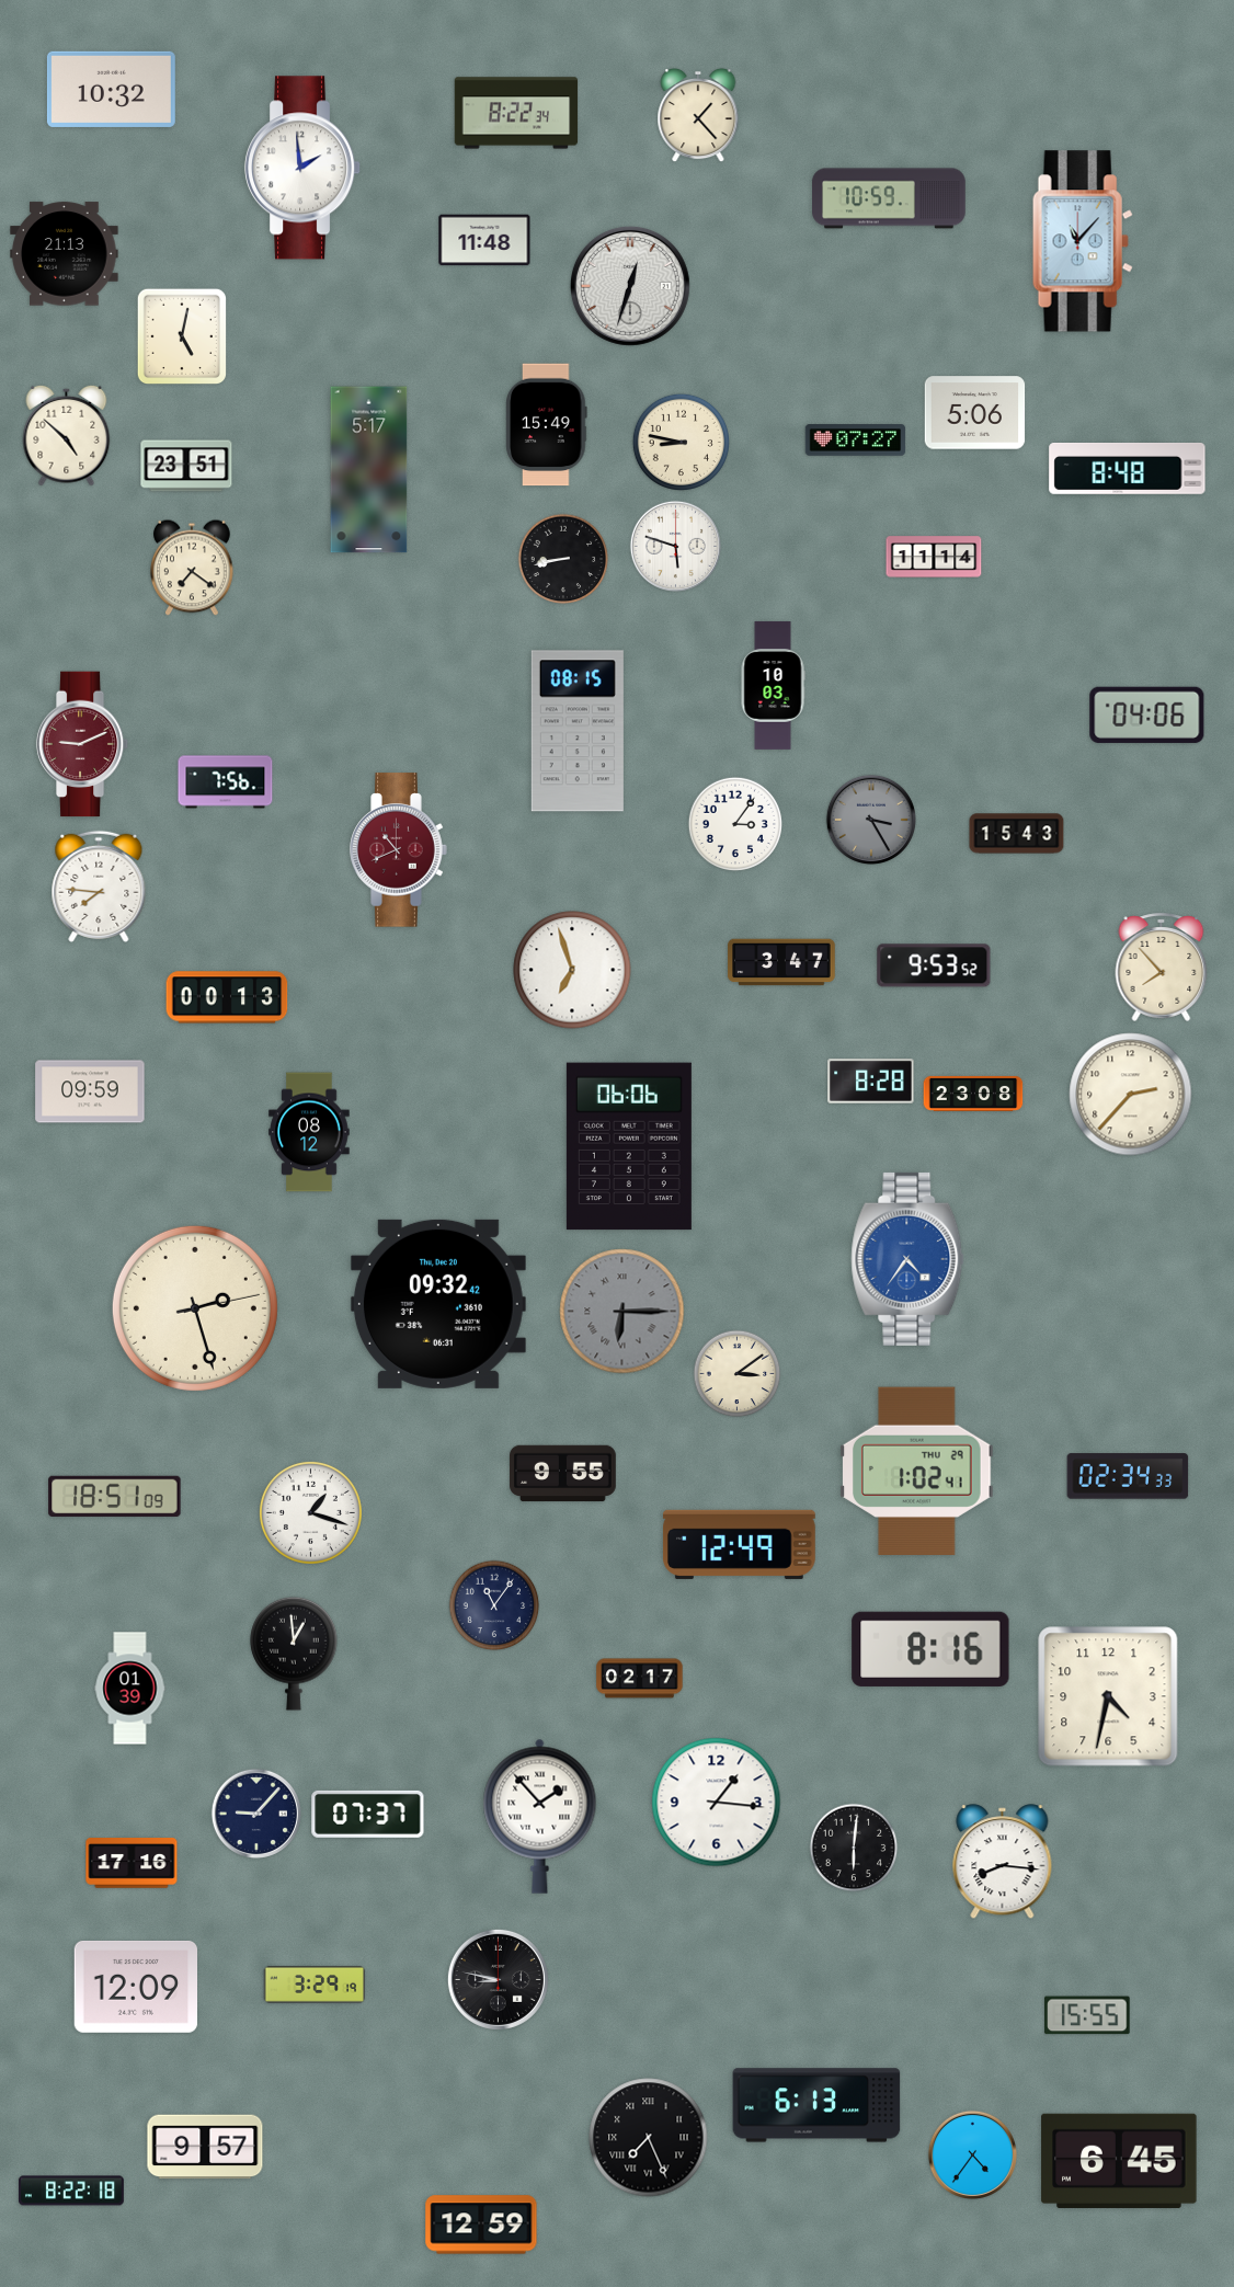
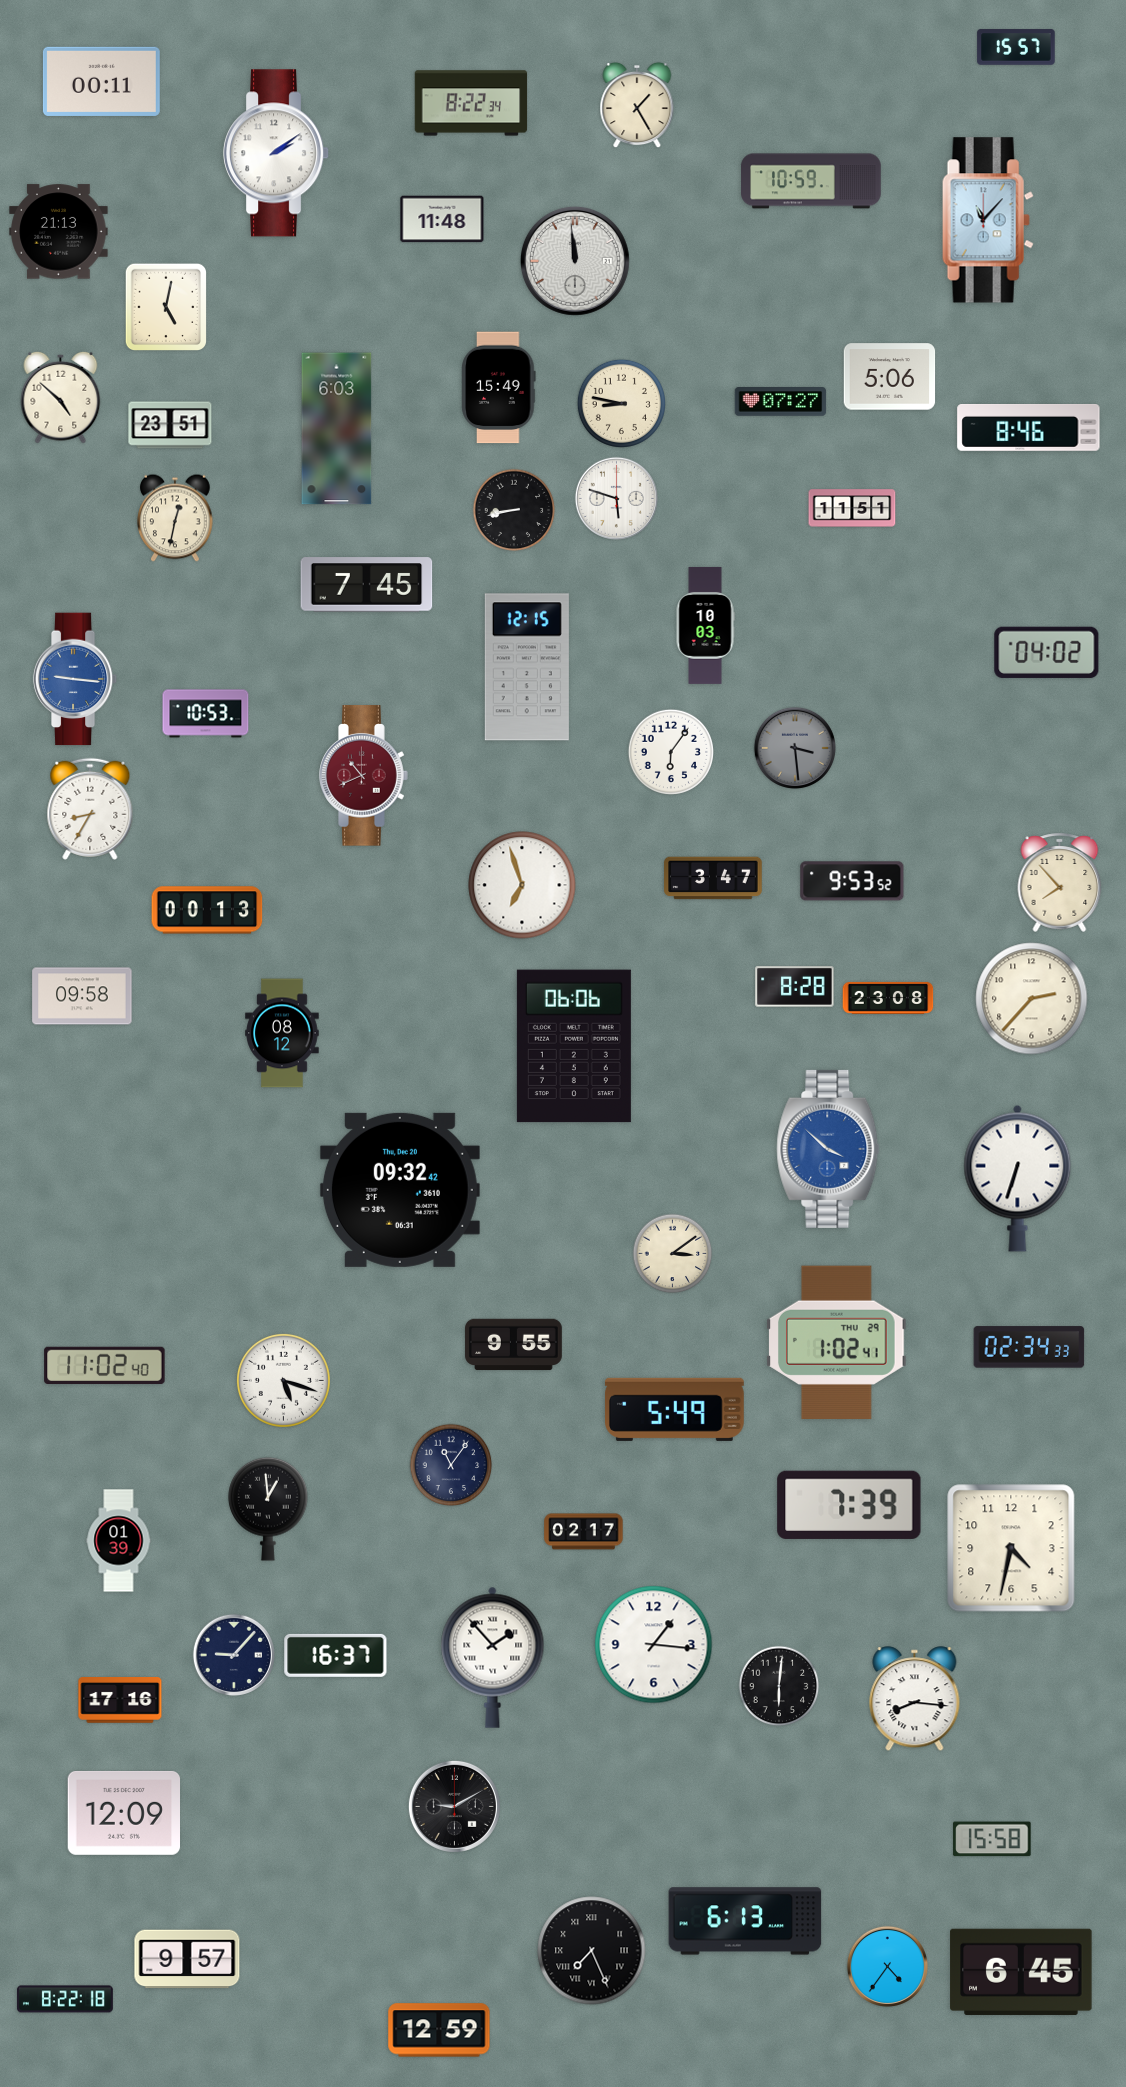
clock at (1016, 47): none -> 15:57
clock at (111, 89): 10:32 -> 00:11
clock at (698, 115): 1:23 -> 1:25
clock at (304, 168): 1:59 -> 2:09
clock at (630, 286): 12:33 -> 11:59
clock at (1128, 469): 8:48 -> 8:46
clock at (369, 470): 5:17 -> 6:03
clock at (934, 557): 11:14 -> 11:51
clock at (192, 568): 7:21 -> 12:32
clock at (367, 585): none -> 7:45
clock at (1147, 714): 04:06 -> 04:02
clock at (578, 731): 08:15 -> 12:15
clock at (82, 744): 9:11 -> 9:16
clock at (82, 744) dial: burgundy -> blue
clock at (226, 782): 7:56 -> 10:53
clock at (870, 820): 3:25 -> 3:29
clock at (734, 823): 3:06 -> 6:06
clock at (1017, 834): 15:43 -> none
clock at (99, 887): 7:46 -> 8:35
clock at (90, 1091): 09:59 -> 09:58
clock at (907, 1259): 4:36 -> 3:52
clock at (1018, 1178): none -> 6:33
clock at (195, 1308): 2:27 -> none
clock at (622, 1312): 6:15 -> none
clock at (115, 1496): 18:51 -> 11:02
clock at (310, 1512): 1:18 -> 5:18
clock at (739, 1544): 12:49 -> 5:49
clock at (930, 1649): 8:16 -> 7:39
clock at (368, 1814): 07:37 -> 16:37
clock at (498, 1979): 8:47 -> 9:10
clock at (313, 1985): 3:29 -> none
clock at (1087, 2015): 15:55 -> 15:58
